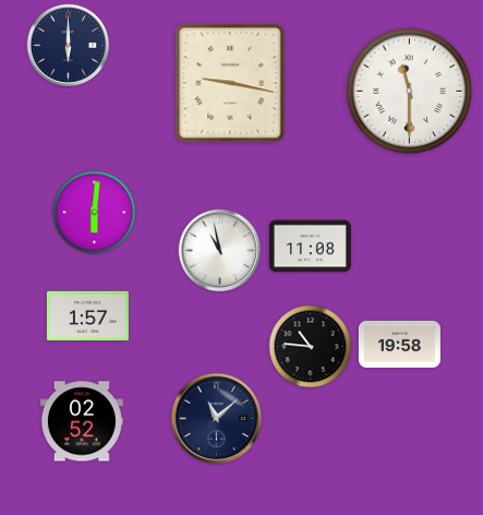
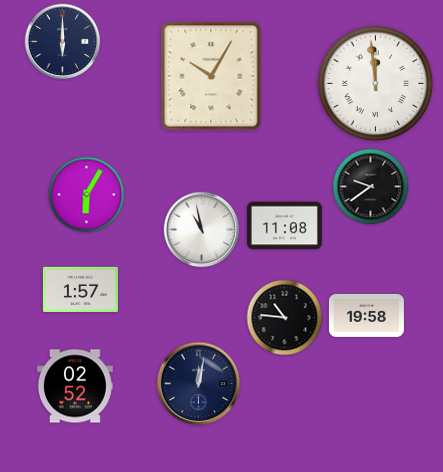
clock at (230, 83): 9:17 -> 10:05
clock at (410, 92): 11:30 -> 11:59
clock at (371, 187): none -> 9:39
clock at (95, 213): 6:01 -> 6:05
clock at (217, 419): 11:08 -> 12:02
